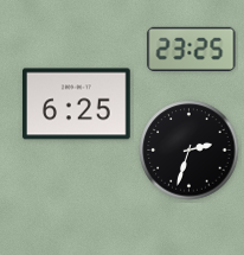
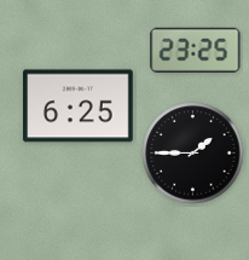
clock at (190, 151): 2:33 -> 1:45
